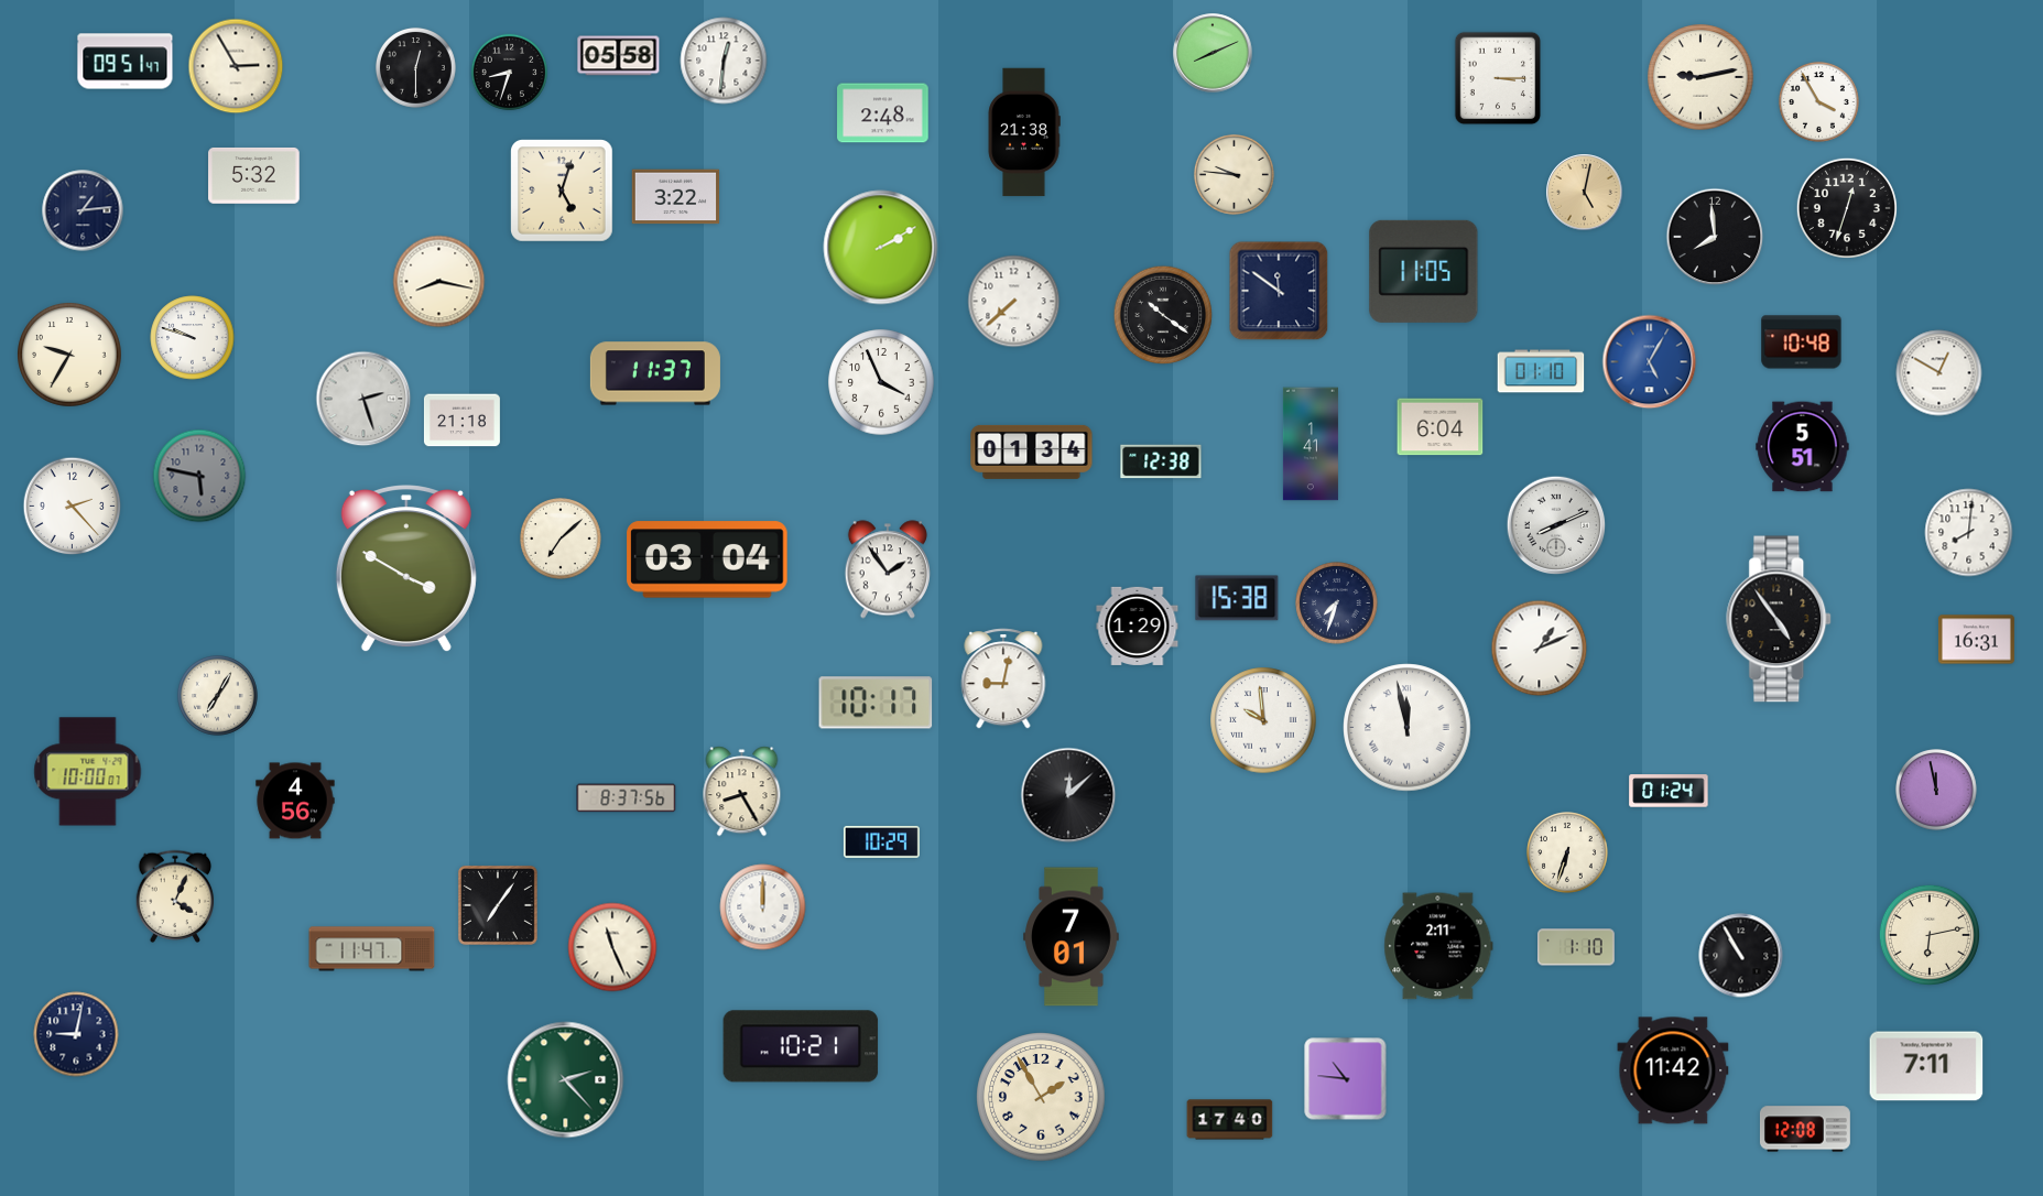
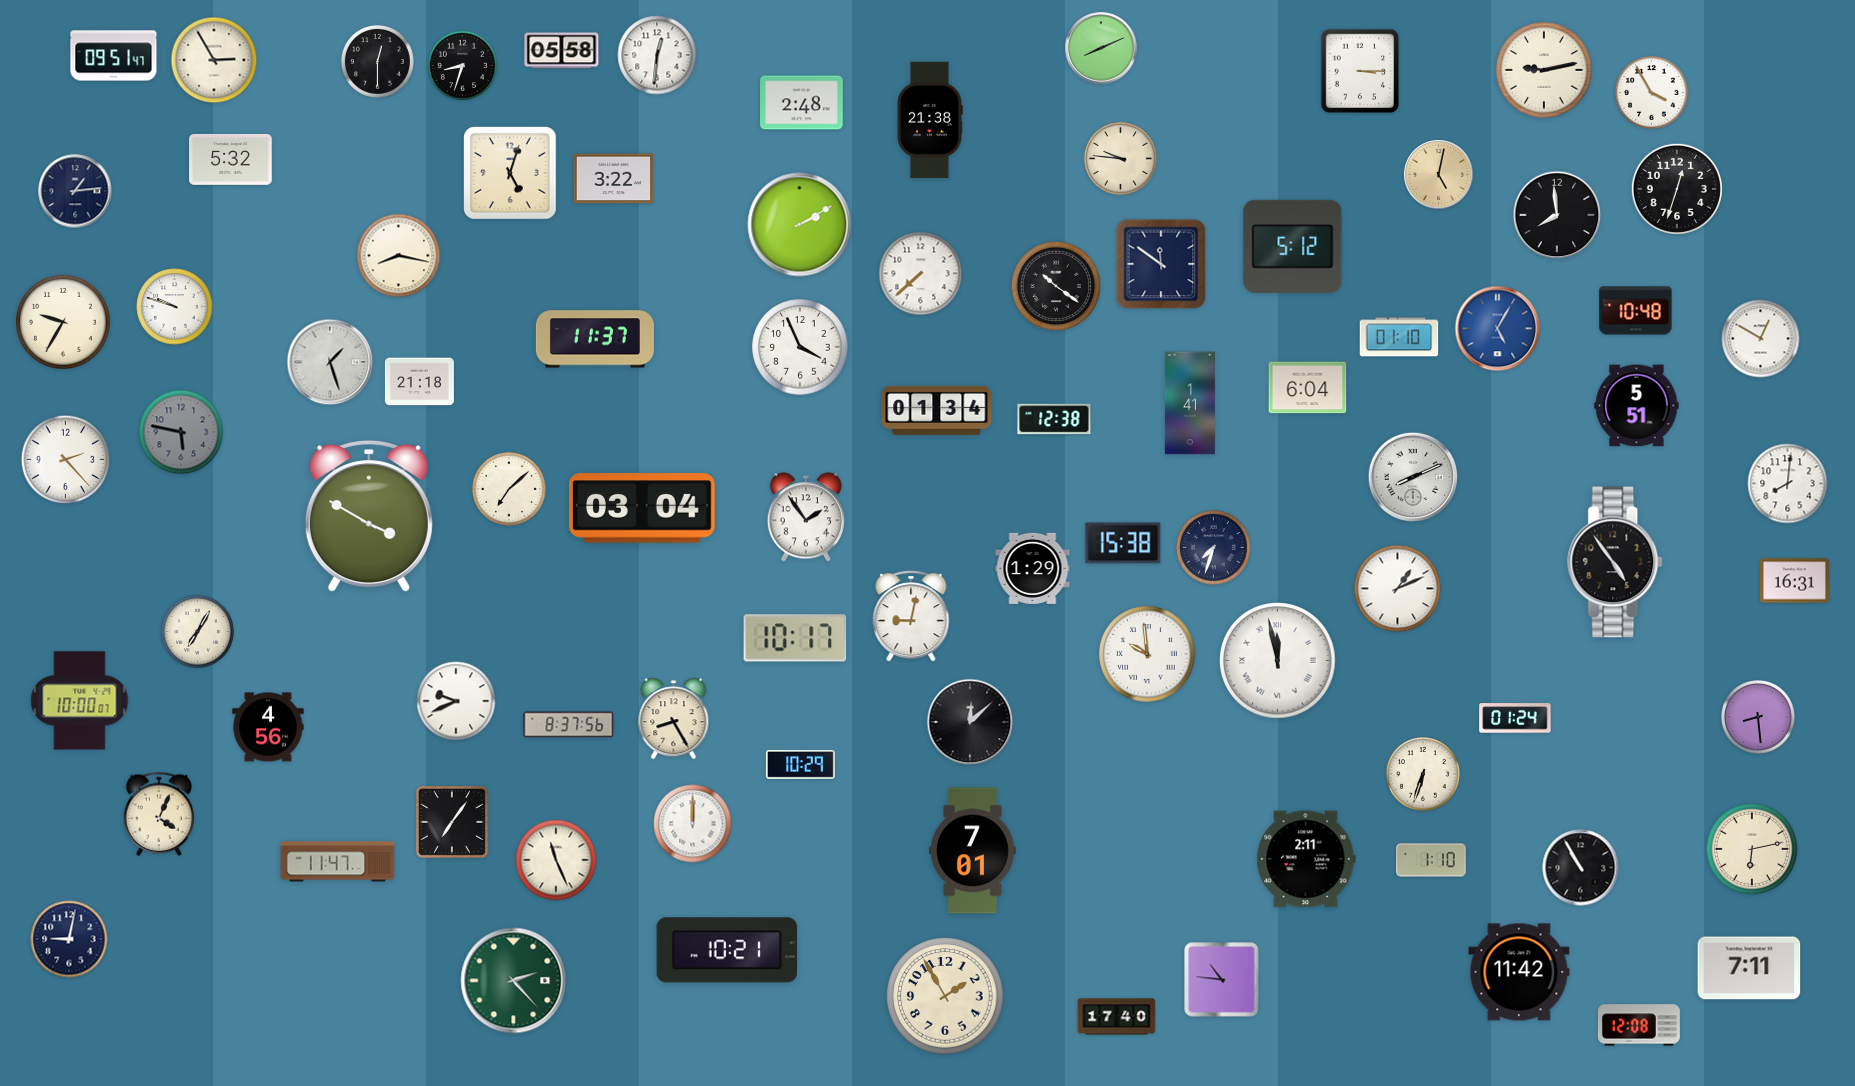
clock at (1424, 271): 11:05 -> 5:12
clock at (363, 399): 2:27 -> 1:27
clock at (456, 701): none -> 9:41
clock at (1936, 790): 11:58 -> 8:29
